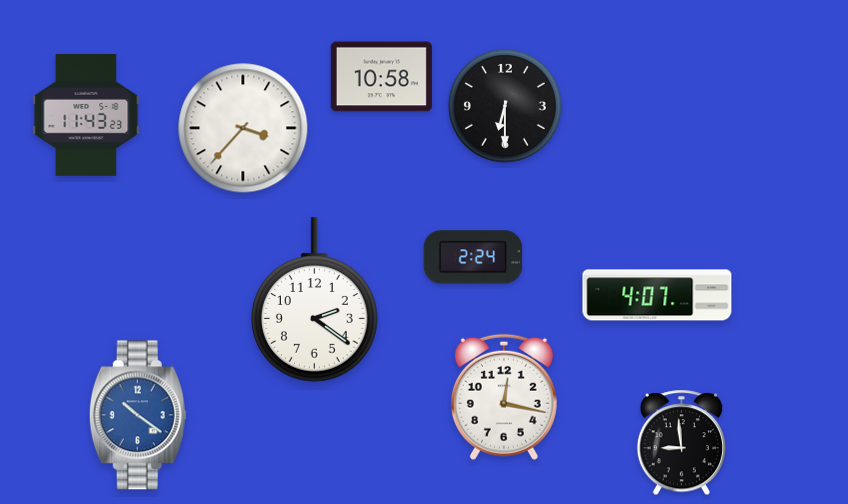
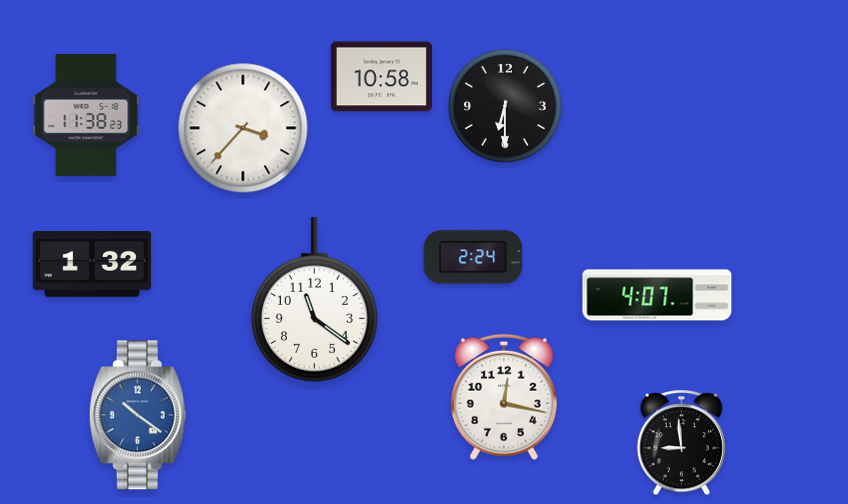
clock at (86, 115): 11:43 -> 11:38
clock at (91, 265): none -> 1:32
clock at (315, 300): 2:21 -> 11:21
